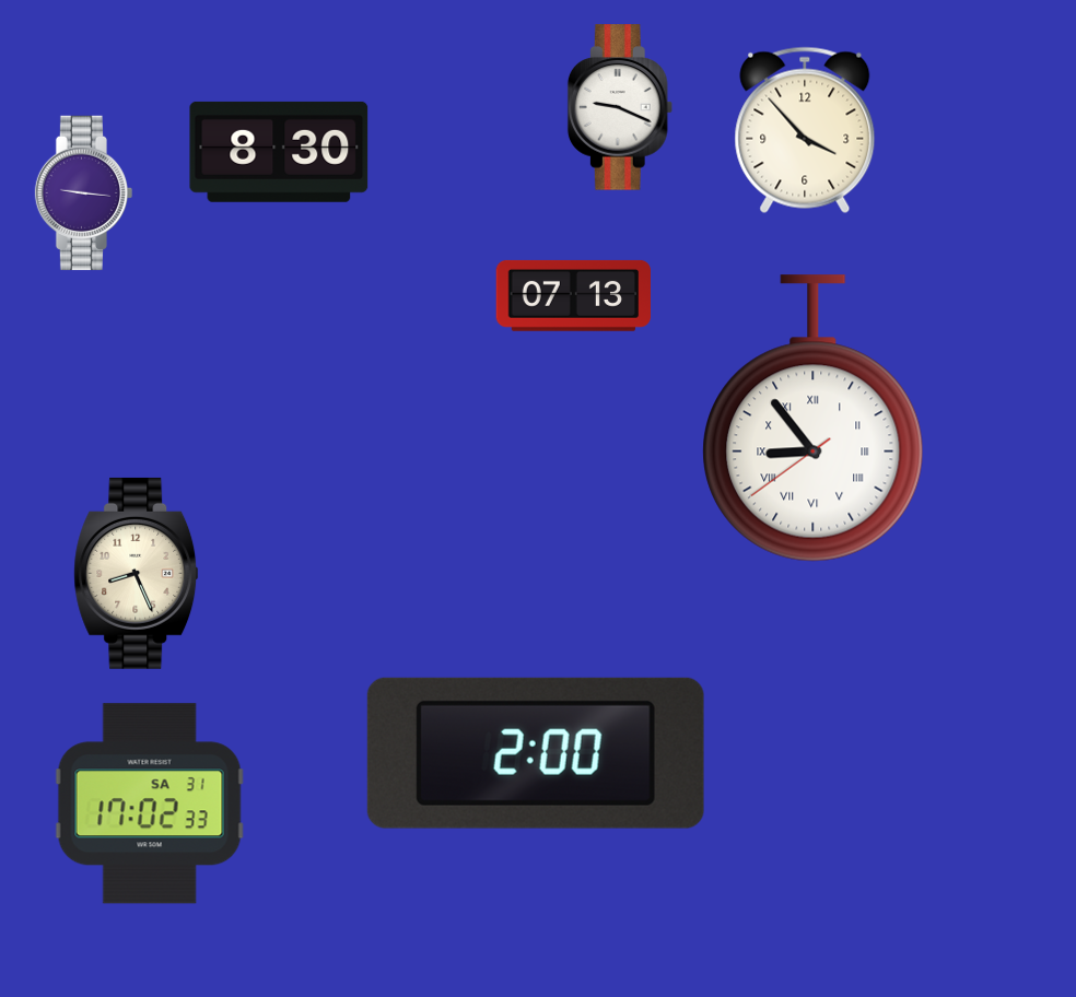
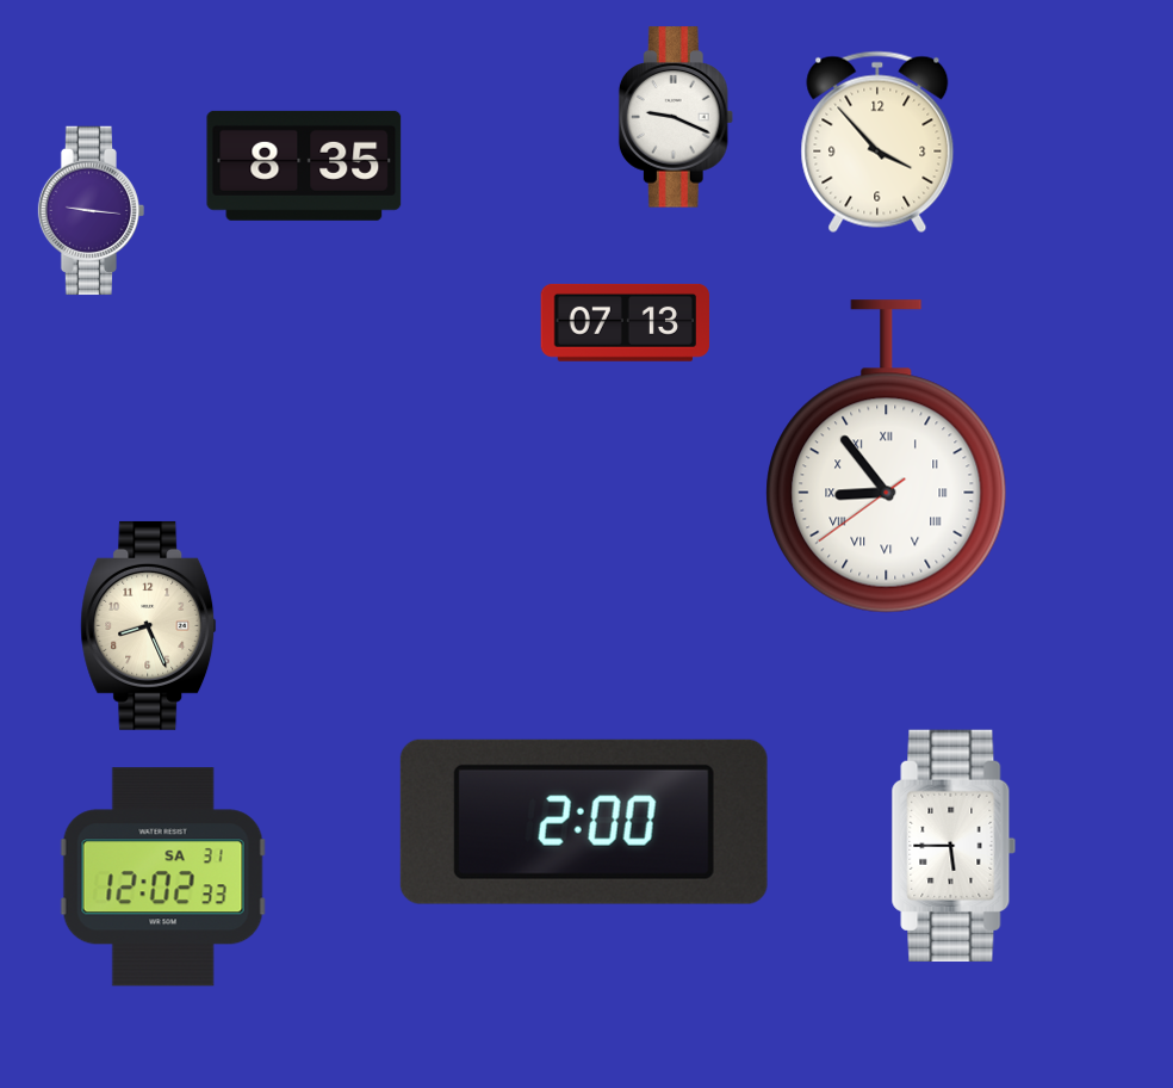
clock at (279, 152): 8:30 -> 8:35
clock at (954, 846): none -> 5:45
clock at (150, 804): 17:02 -> 12:02
